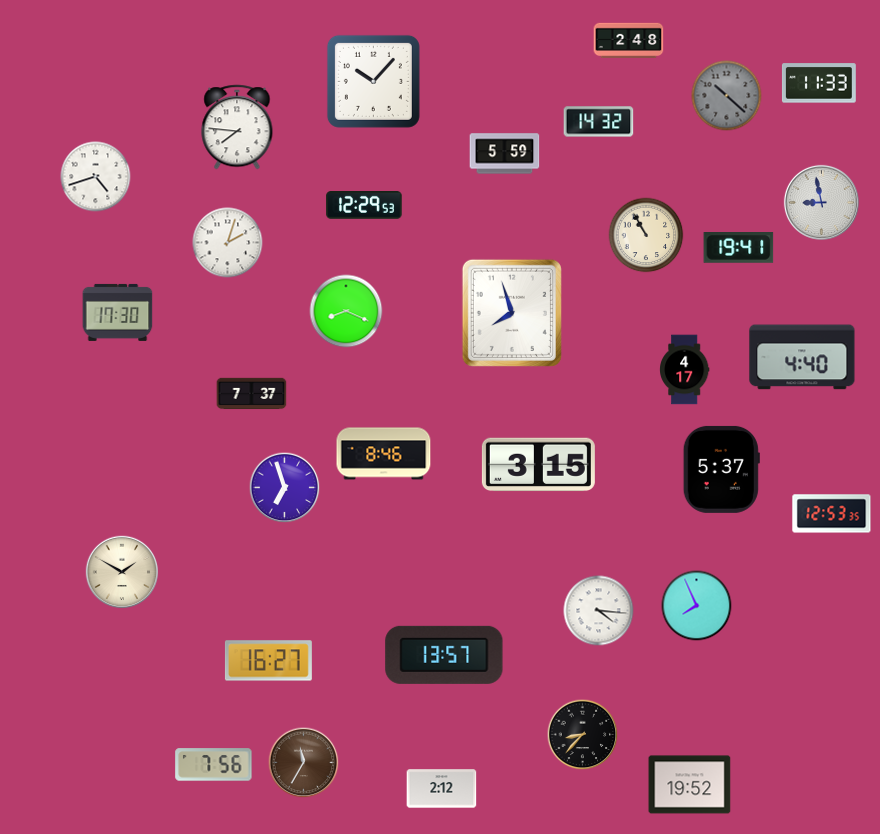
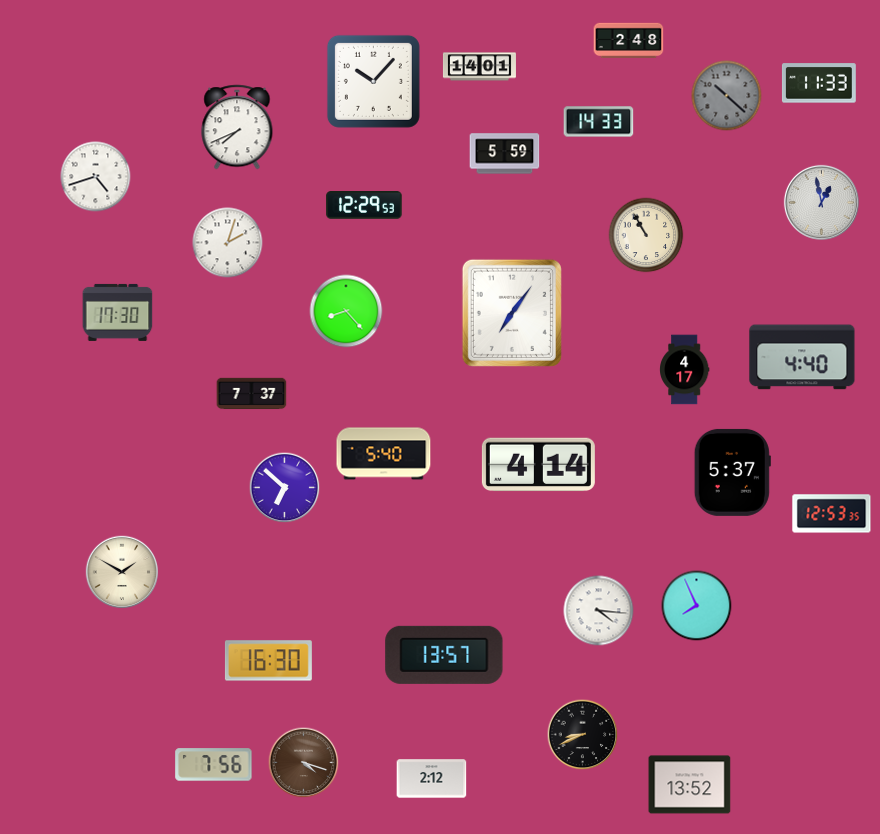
clock at (479, 67): none -> 14:01
clock at (599, 122): 14:32 -> 14:33
clock at (237, 127): 7:46 -> 7:41
clock at (821, 202): 8:58 -> 12:58
clock at (739, 248): 19:41 -> none
clock at (346, 311): 8:19 -> 8:23
clock at (512, 313): 7:57 -> 7:06
clock at (384, 454): 8:46 -> 5:40
clock at (538, 465): 3:15 -> 4:14
clock at (721, 469) position: (721, 469) -> (732, 472)
clock at (285, 488): 6:57 -> 6:52
clock at (268, 661): 16:27 -> 16:30
clock at (583, 735): 8:37 -> 8:41
clock at (304, 763): 11:35 -> 4:18
clock at (690, 785): 19:52 -> 13:52
clock at (442, 789) position: (442, 789) -> (432, 779)
